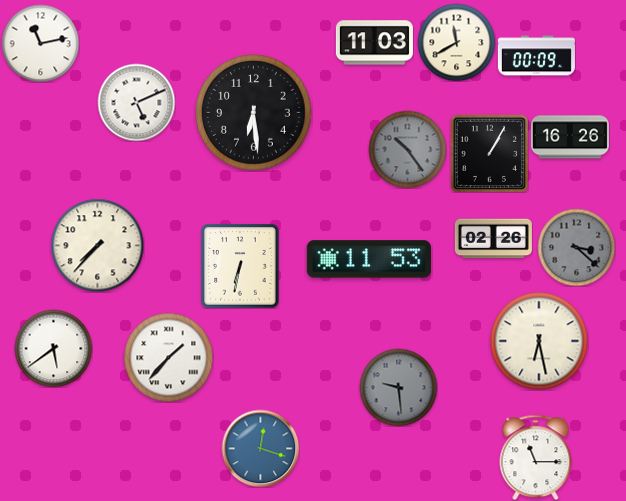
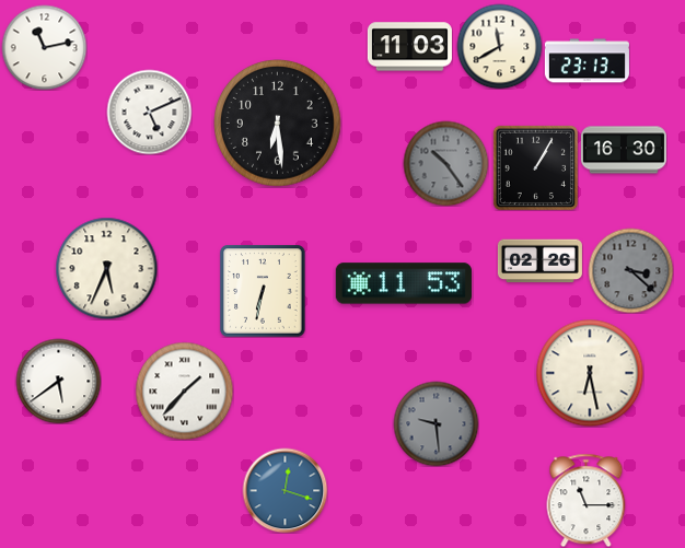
clock at (536, 56): 00:09 -> 23:13
clock at (570, 137): 16:26 -> 16:30
clock at (97, 245): 7:37 -> 5:34
